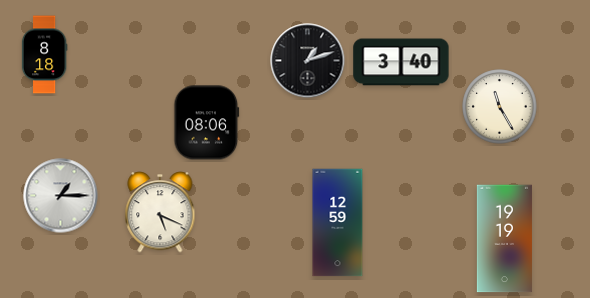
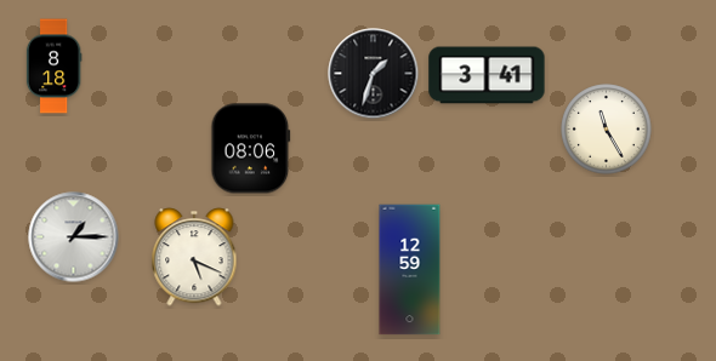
clock at (308, 61): 1:12 -> 1:33
clock at (401, 62): 3:40 -> 3:41
clock at (504, 239): 19:19 -> none
